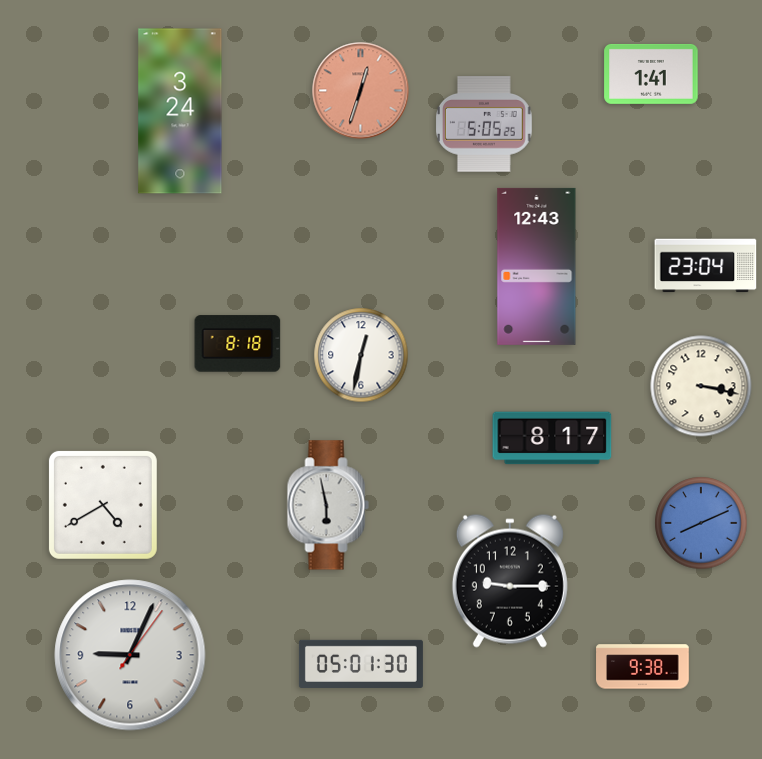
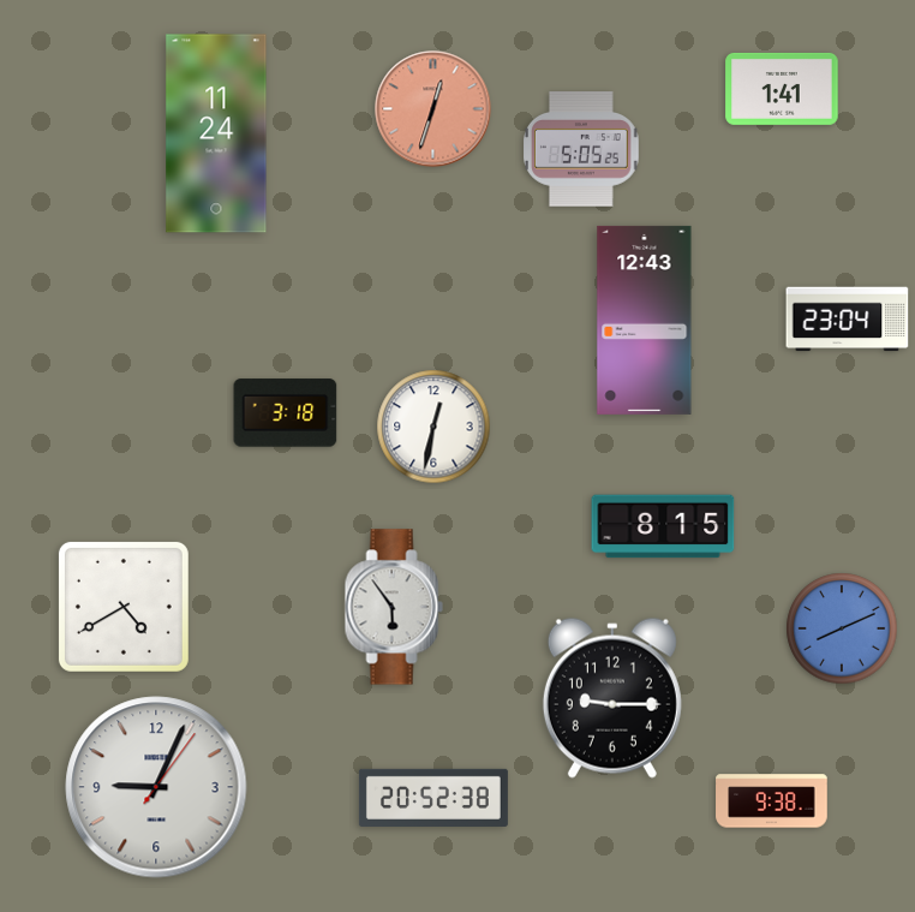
clock at (180, 111): 3:24 -> 11:24
clock at (238, 344): 8:18 -> 3:18
clock at (701, 386): 3:17 -> none
clock at (552, 438): 8:17 -> 8:15
clock at (328, 505): 5:58 -> 5:54
clock at (361, 664): 05:01 -> 20:52
